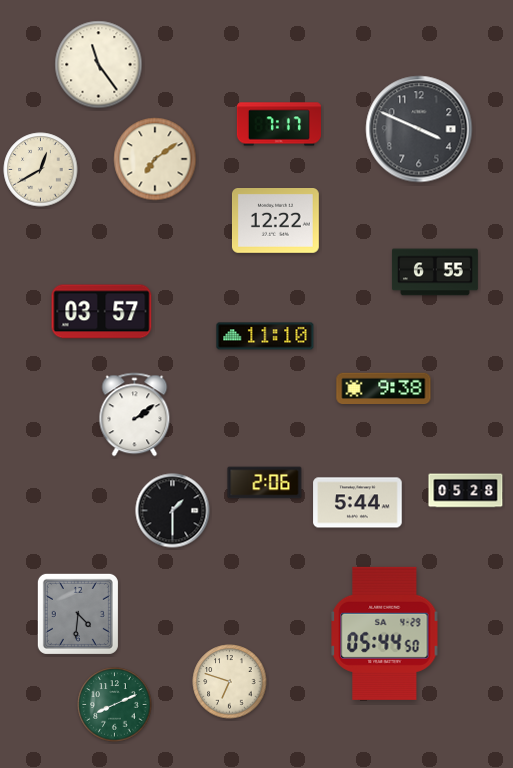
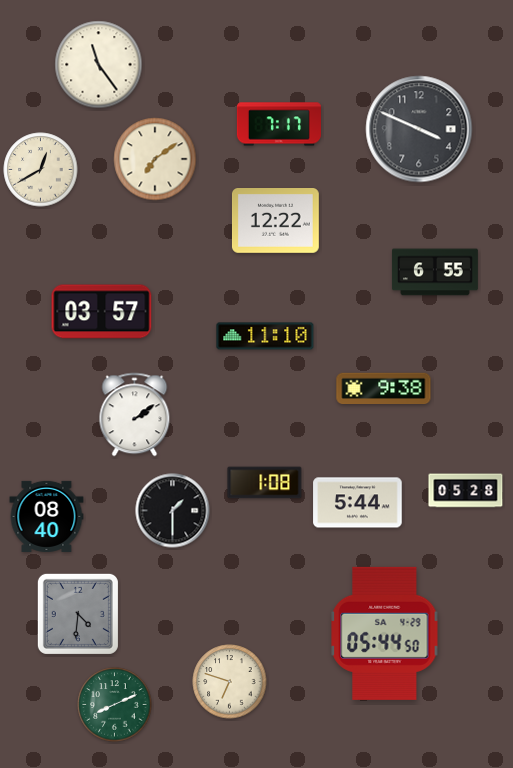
clock at (265, 483): 2:06 -> 1:08
clock at (47, 516): none -> 08:40
